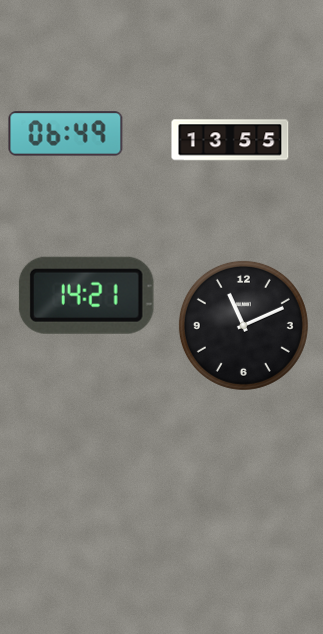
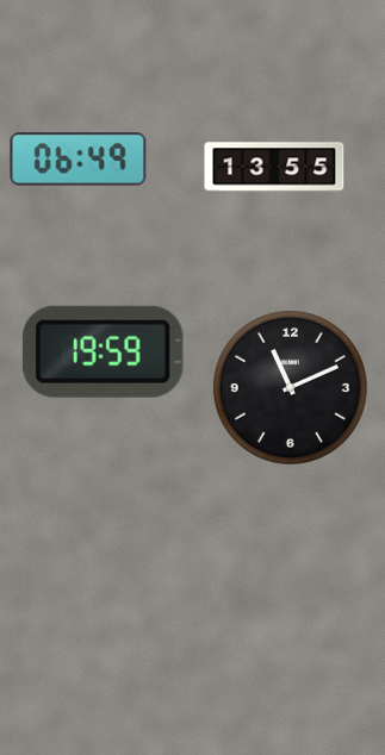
clock at (86, 295): 14:21 -> 19:59
